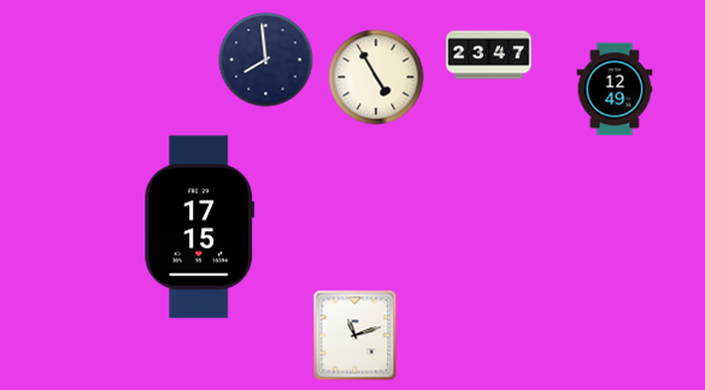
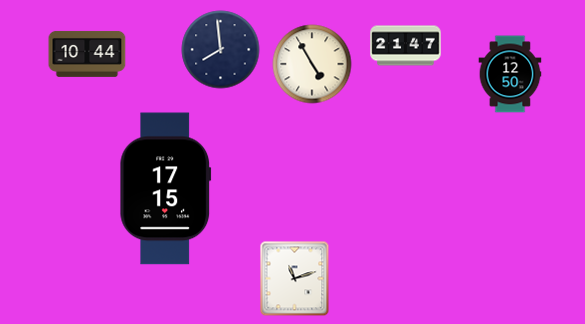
clock at (489, 55): 23:47 -> 21:47
clock at (87, 54): none -> 10:44
clock at (615, 89): 12:49 -> 12:50
